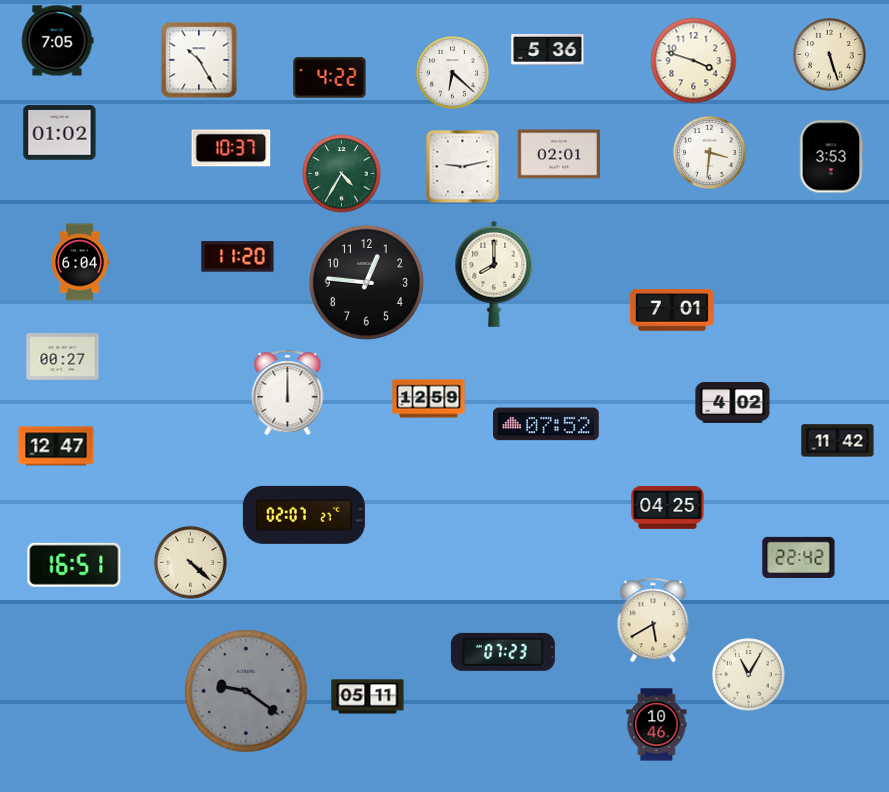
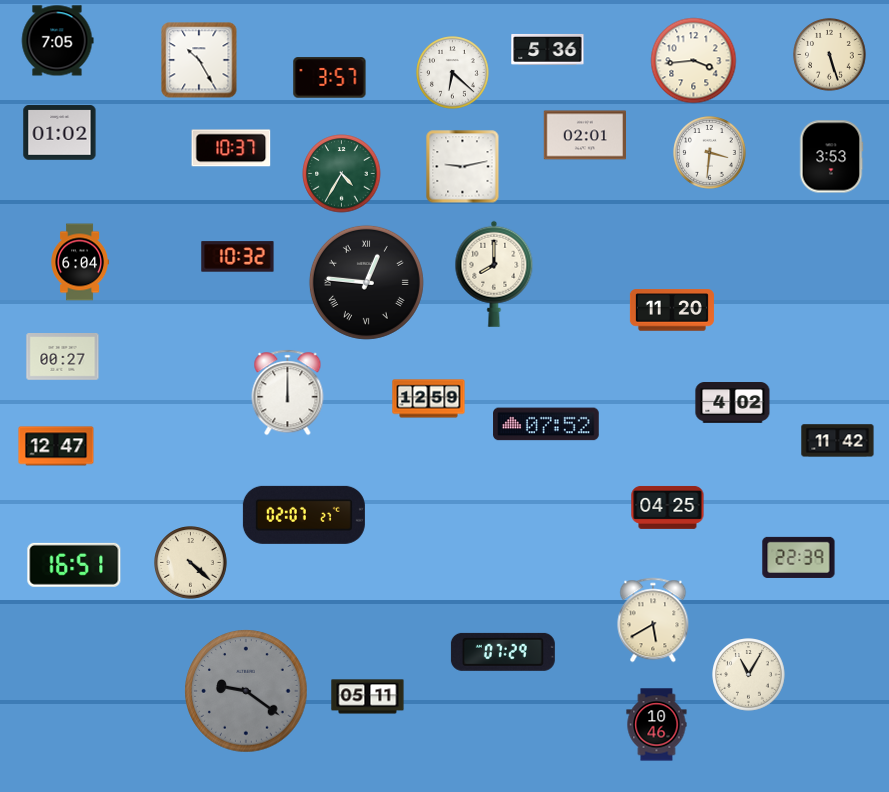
clock at (694, 61): 3:48 -> 3:44
clock at (330, 78): 4:22 -> 3:57
clock at (559, 154) position: (559, 154) -> (585, 135)
clock at (238, 257): 11:20 -> 10:32
clock at (366, 282) numerals: Arabic -> Roman
clock at (672, 310): 7:01 -> 11:20
clock at (799, 557): 22:42 -> 22:39
clock at (503, 652): 07:23 -> 07:29
